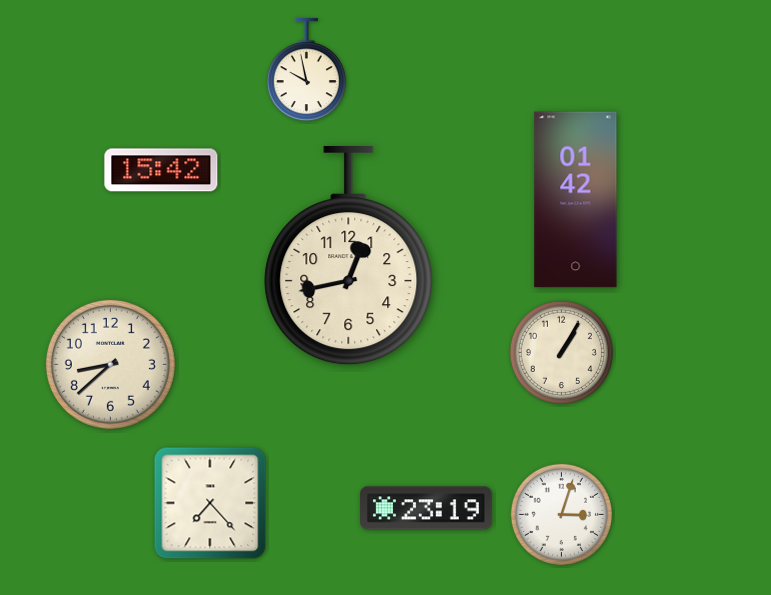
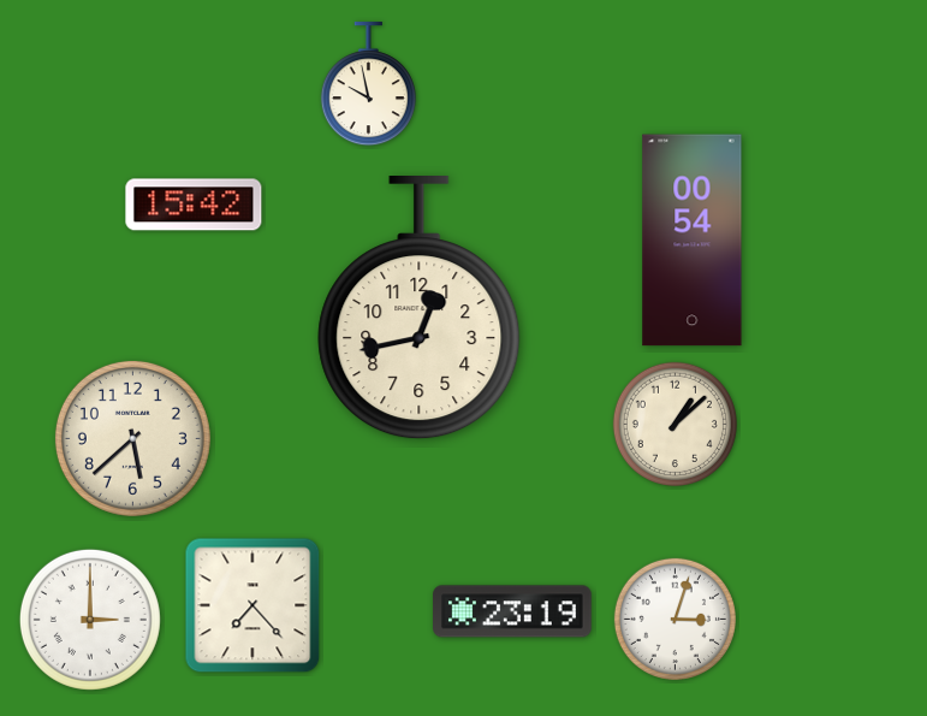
clock at (576, 200): 01:42 -> 00:54
clock at (561, 352): 1:05 -> 1:08
clock at (110, 364): 8:38 -> 5:38
clock at (90, 620): none -> 3:00
